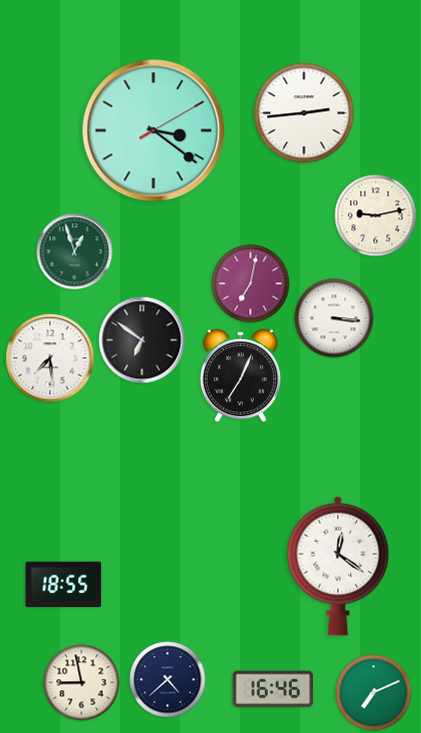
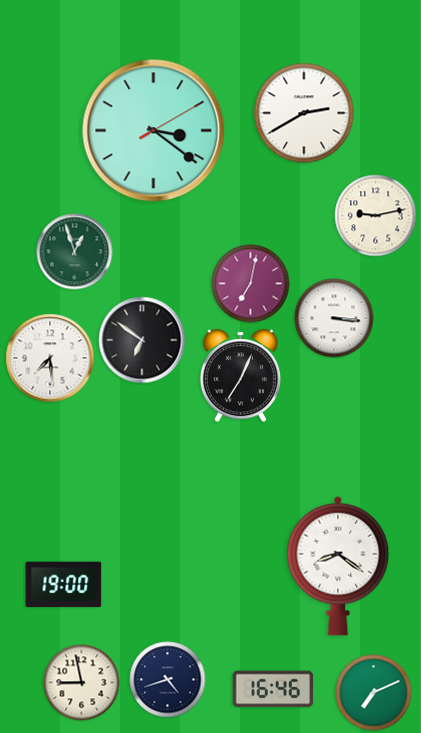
clock at (304, 113): 2:44 -> 2:40
clock at (338, 566): 12:21 -> 8:21
clock at (64, 585): 18:55 -> 19:00
clock at (168, 680): 4:38 -> 4:42
